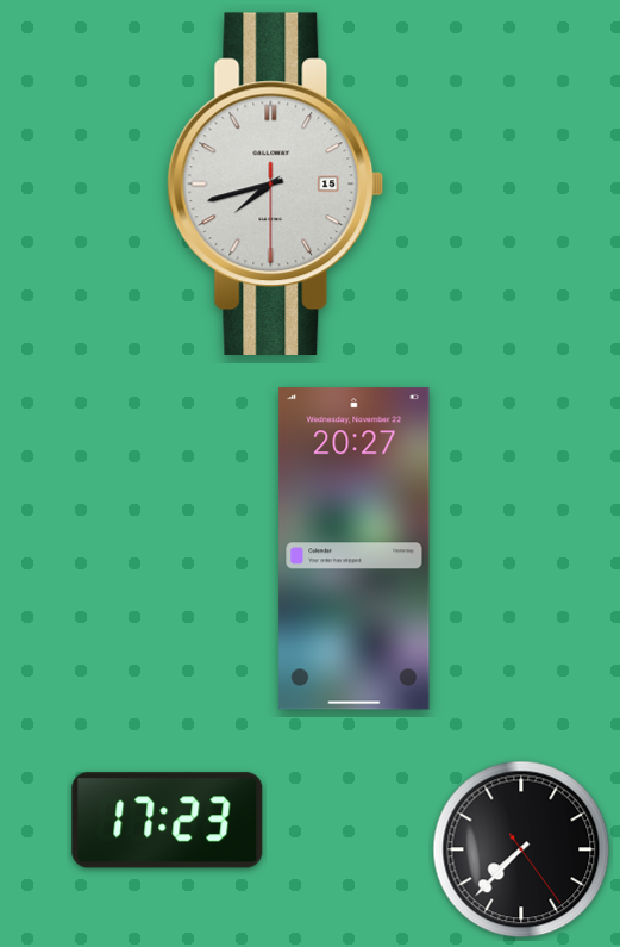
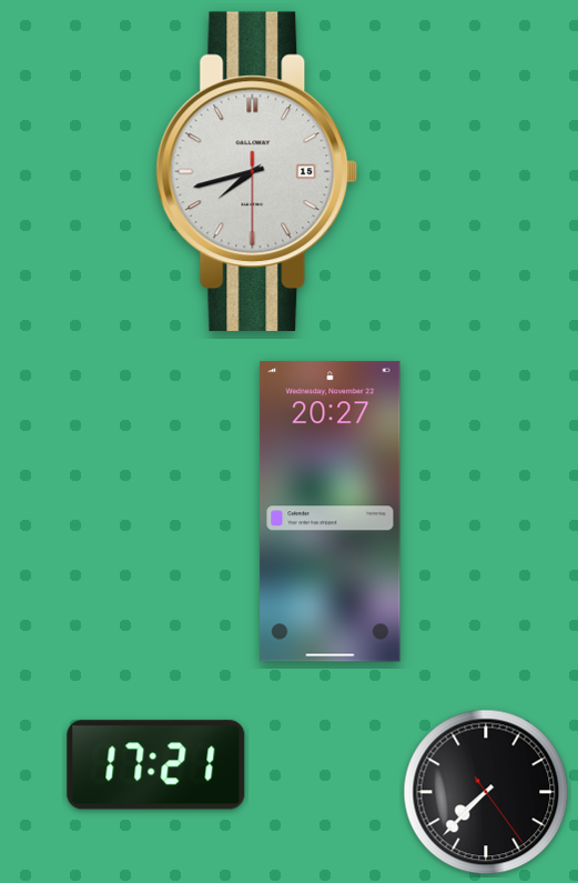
clock at (168, 821): 17:23 -> 17:21
